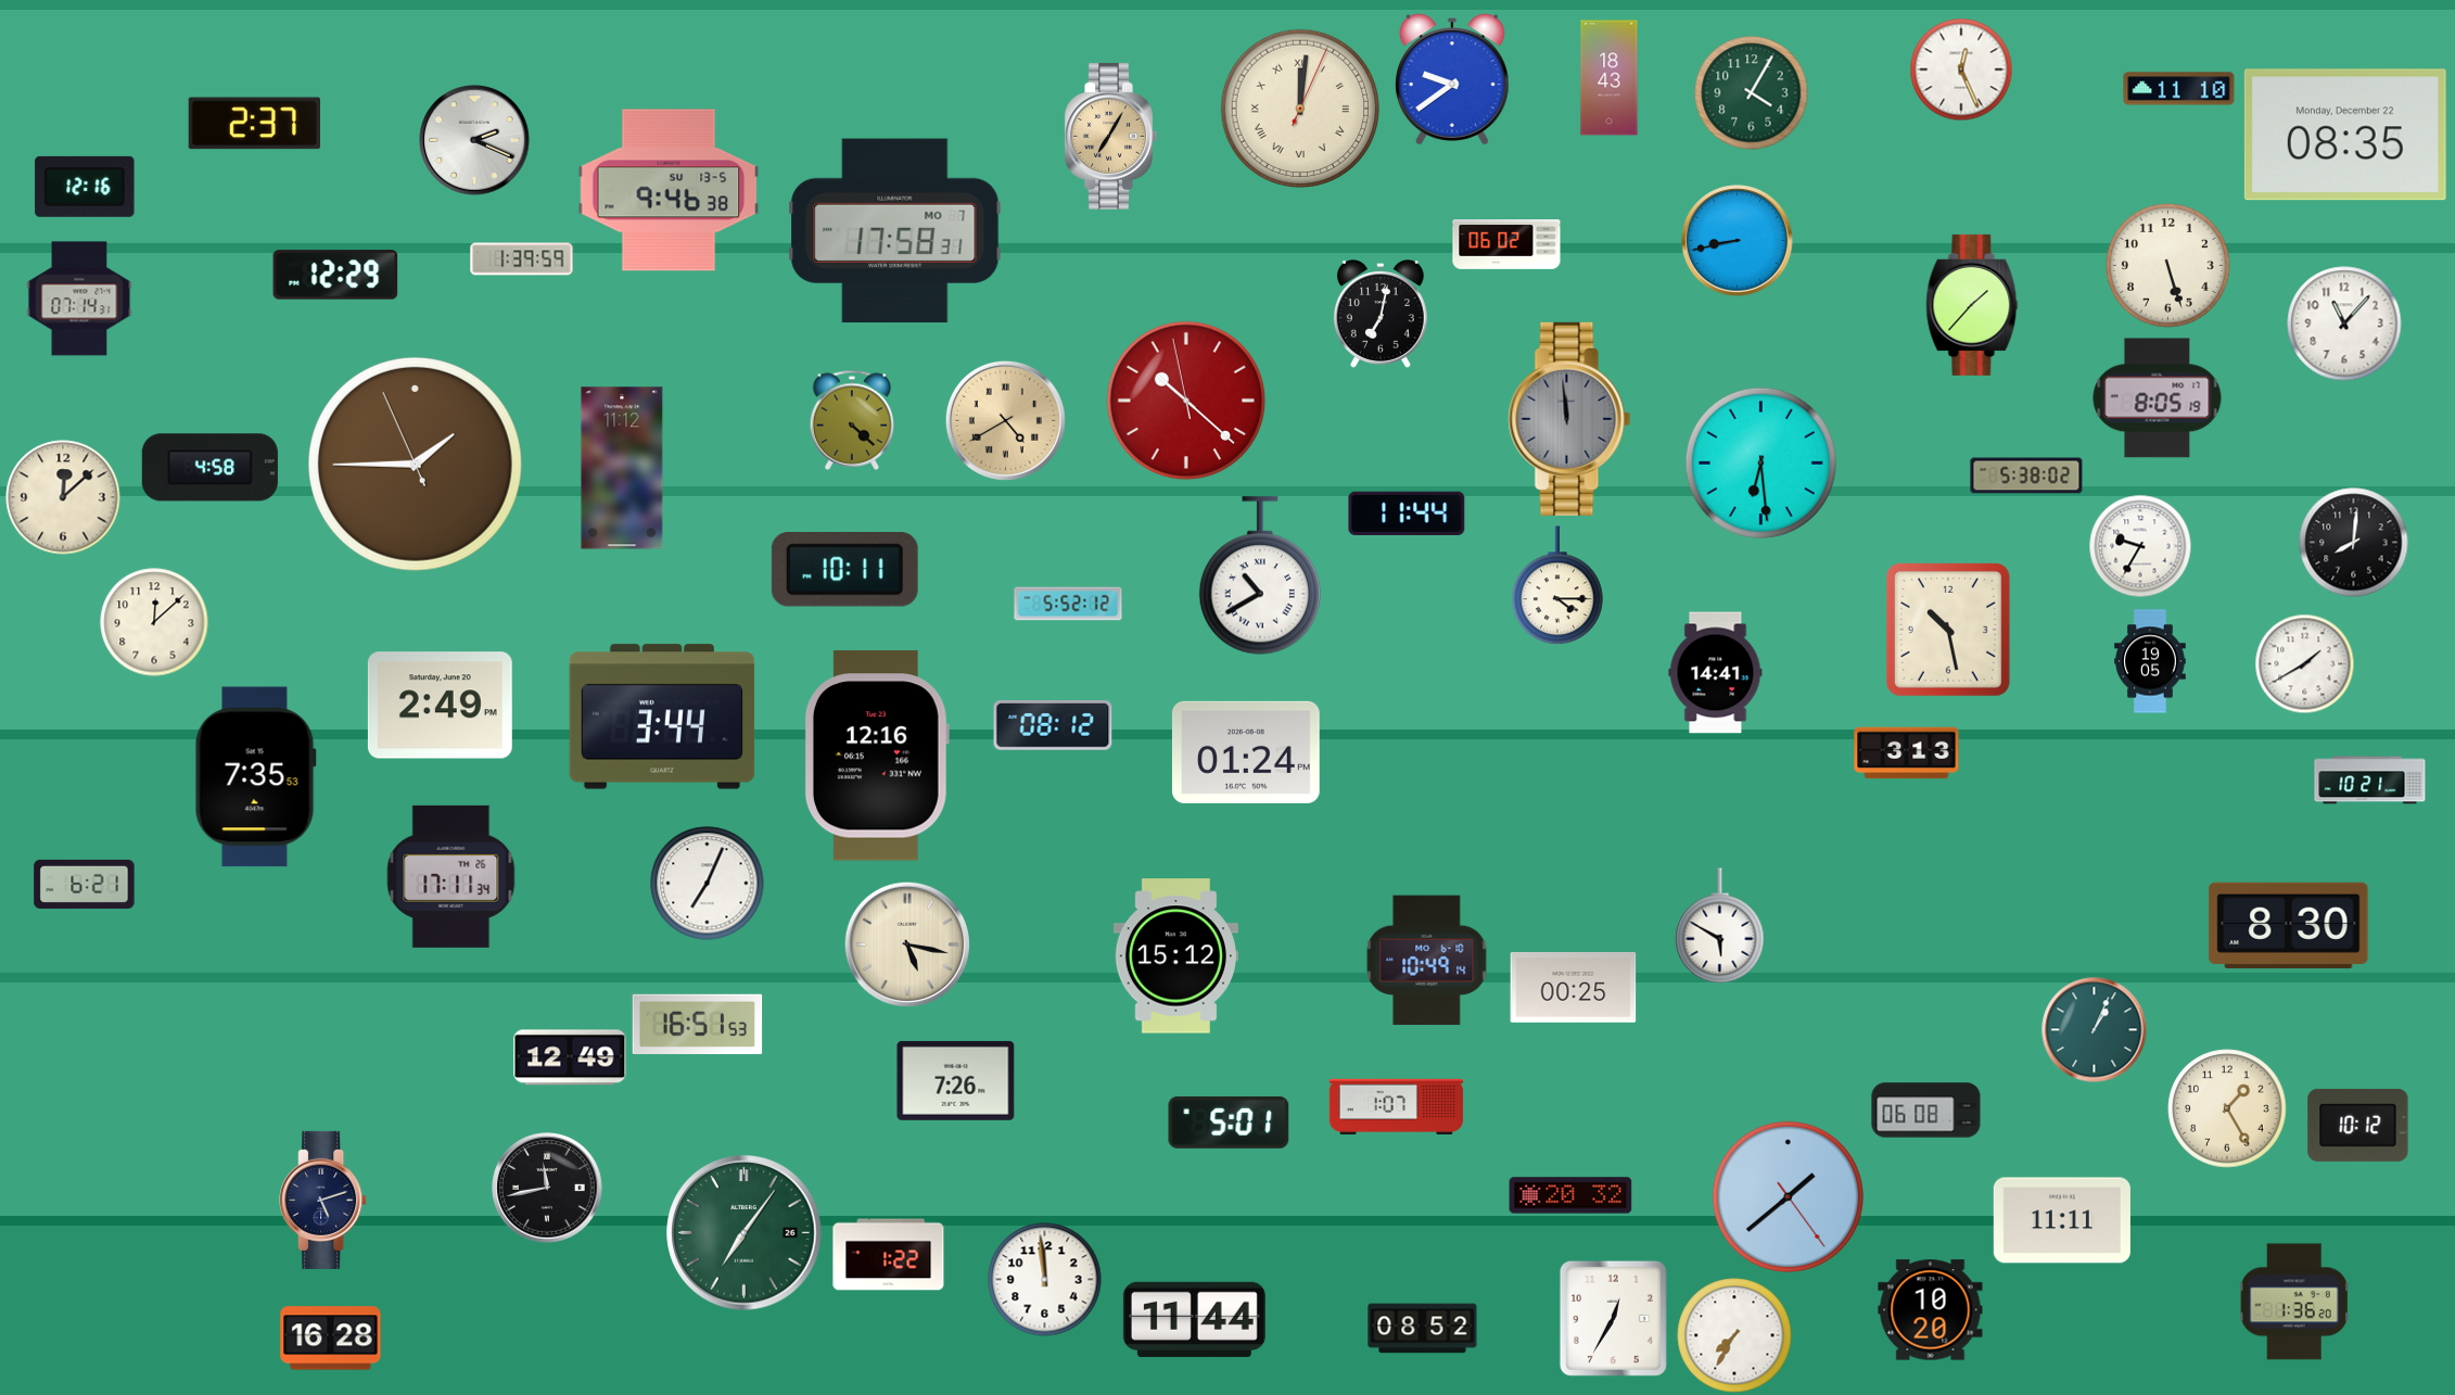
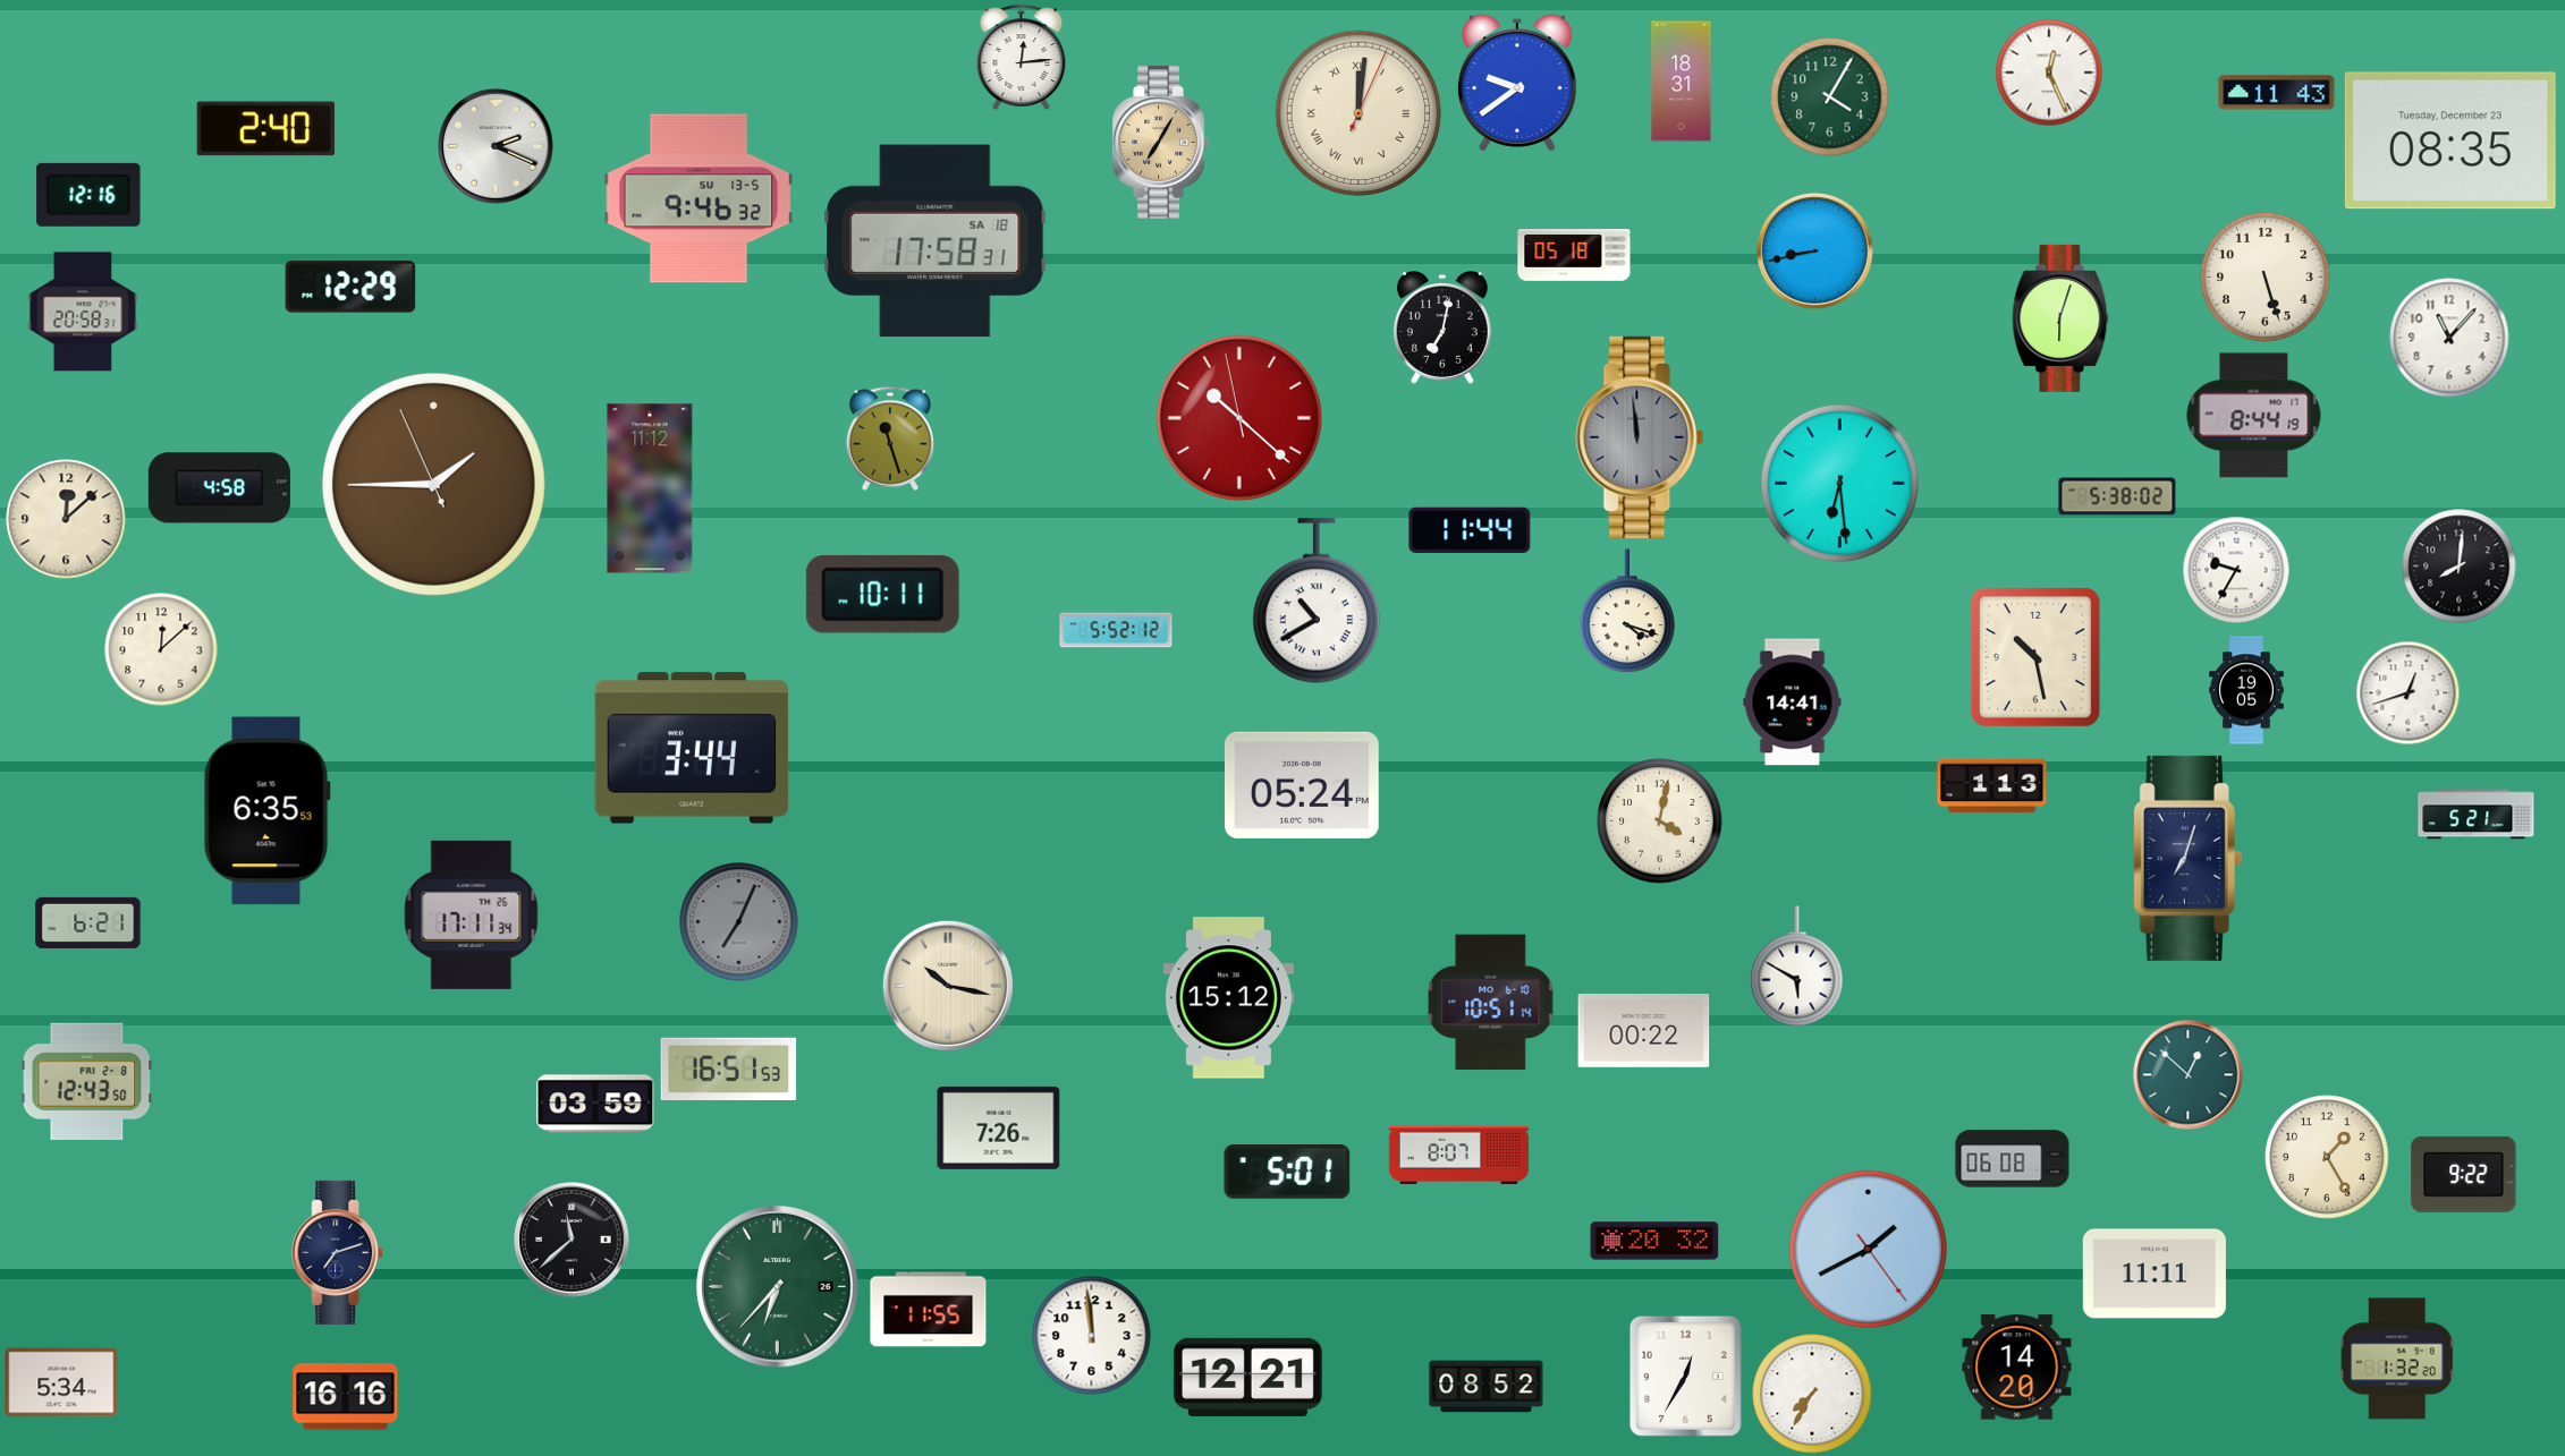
clock at (1022, 57): none -> 12:14
clock at (1610, 78): 18:43 -> 18:31
clock at (2179, 89): 11:10 -> 11:43
clock at (254, 124): 2:37 -> 2:40
clock at (2345, 135) date: Monday, December 22 -> Tuesday, December 23
clock at (669, 190): 9:46:38 -> 9:46:32
clock at (895, 231) date: MO 7 -> SA 18
clock at (1506, 244): 06:02 -> 05:18
clock at (522, 259): 1:39 -> none
clock at (79, 299): 07:14 -> 20:58
clock at (1972, 305): 1:37 -> 6:03
clock at (2158, 398): 8:05 -> 8:44
clock at (852, 420): 4:22 -> 11:27
clock at (1005, 420): 4:40 -> none
clock at (1407, 513) position: (1407, 513) -> (1470, 530)
clock at (1557, 585): 4:15 -> 4:18
clock at (2304, 663): 1:40 -> 12:42
clock at (440, 706): 2:49 -> none
clock at (1053, 726): 08:12 -> none
clock at (1246, 752): 01:24 -> 05:24
clock at (1907, 753): 3:13 -> 1:13
clock at (877, 756): 12:16 -> none
clock at (255, 777): 7:35 -> 6:35
clock at (2370, 781): 10:21 -> 5:21
clock at (1660, 821): none -> 4:02
clock at (2187, 858): none -> 7:03
clock at (708, 884) dial: white -> grey
clock at (2289, 925): 8:30 -> none
clock at (906, 943): 5:17 -> 10:17
clock at (1427, 961): 10:49 -> 10:51
clock at (1574, 987): 00:25 -> 00:22
clock at (2095, 1030): 1:04 -> 12:52
clock at (87, 1081): none -> 12:43
clock at (570, 1057): 12:49 -> 03:59
clock at (1397, 1107): 1:07 -> 8:07
clock at (1229, 1123) position: (1229, 1123) -> (1287, 1172)
clock at (2358, 1125): 10:12 -> 9:22
clock at (547, 1188): 11:43 -> 11:38
clock at (1570, 1195) position: (1570, 1195) -> (1654, 1241)
clock at (1788, 1196): 1:38 -> 1:40
clock at (323, 1200): 5:12 -> 7:12
clock at (745, 1233): 7:06 -> 6:37
clock at (889, 1255): 1:22 -> 11:55
clock at (2294, 1302): 1:36 -> 1:32
clock at (1931, 1310): 10:20 -> 14:20
clock at (1194, 1319): 11:44 -> 12:21
clock at (61, 1382): none -> 5:34
clock at (331, 1339): 16:28 -> 16:16
